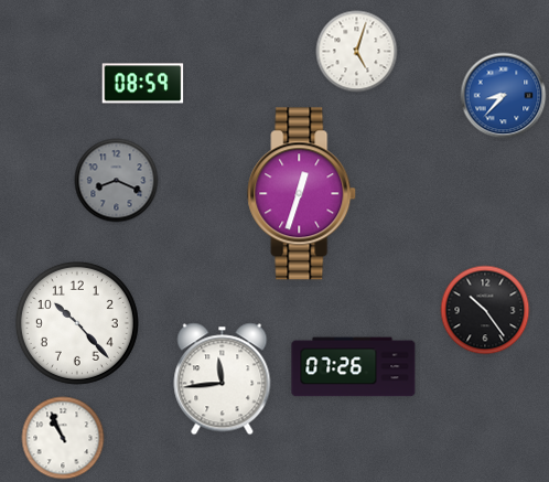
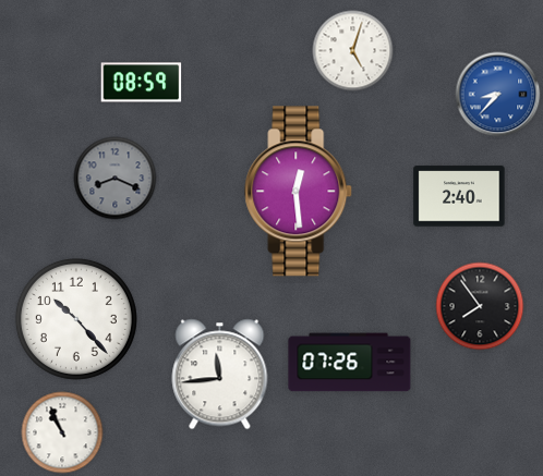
clock at (302, 194): 12:33 -> 12:29
clock at (459, 196): none -> 2:40
clock at (485, 310): 10:24 -> 7:54
